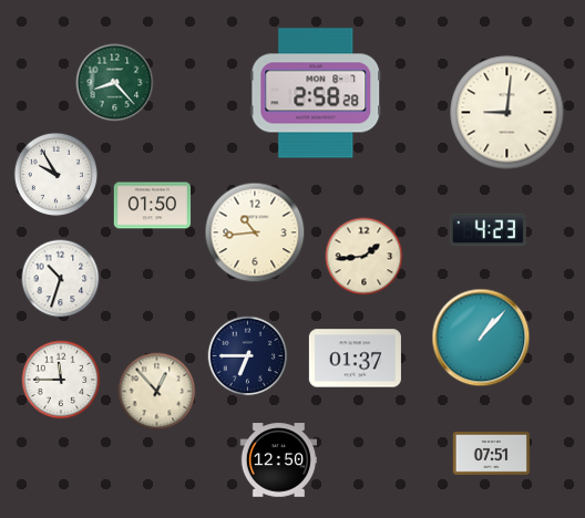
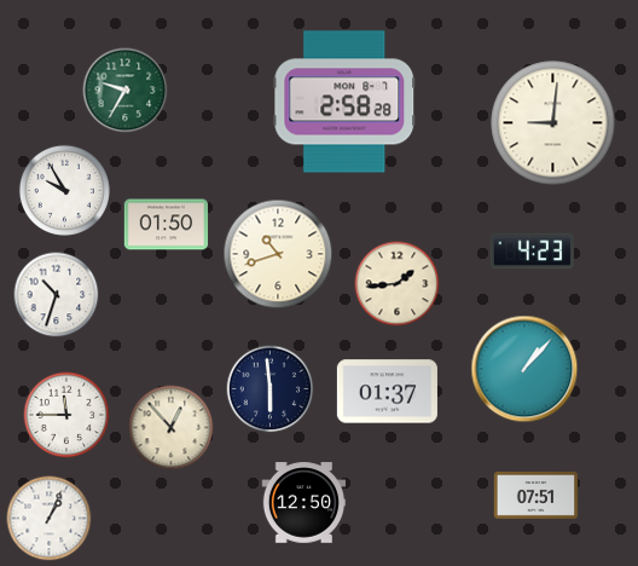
clock at (115, 83): 8:23 -> 9:35
clock at (55, 174) position: (55, 174) -> (64, 190)
clock at (255, 232): 10:44 -> 10:42
clock at (365, 257) position: (365, 257) -> (398, 284)
clock at (61, 279) position: (61, 279) -> (57, 295)
clock at (248, 356): 6:45 -> 5:59
clock at (50, 519): none -> 1:04
